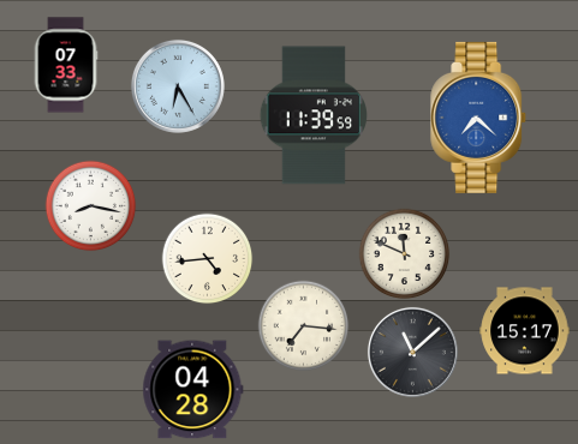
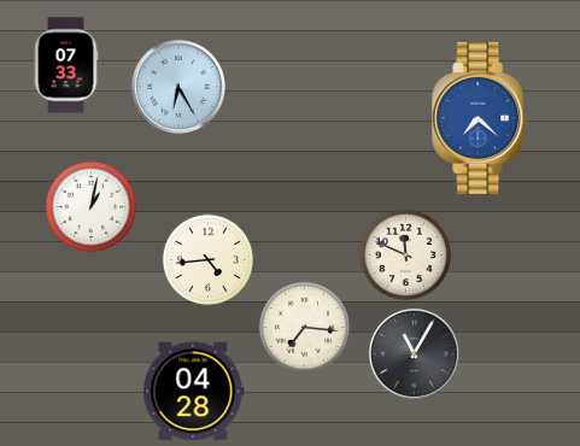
clock at (314, 115): 11:39 -> none
clock at (91, 206): 8:17 -> 1:02
clock at (525, 331): 15:17 -> none
clock at (412, 352): 11:08 -> 11:05
